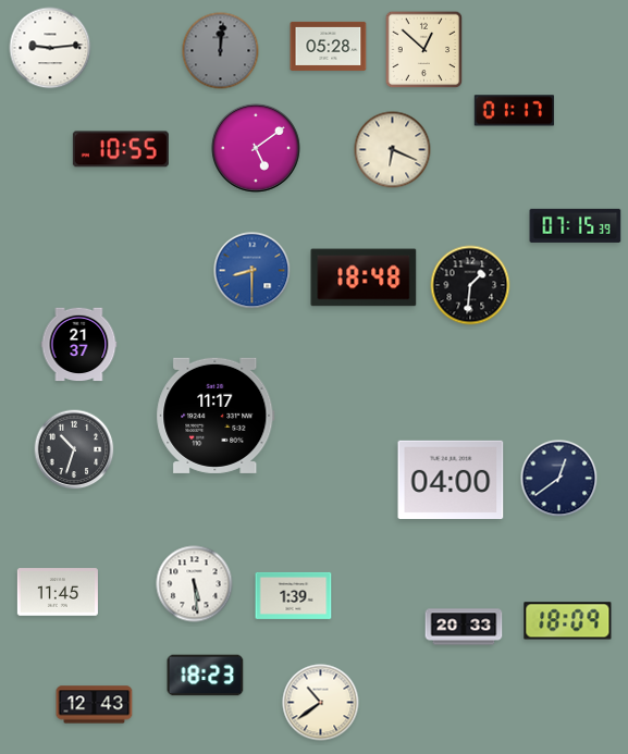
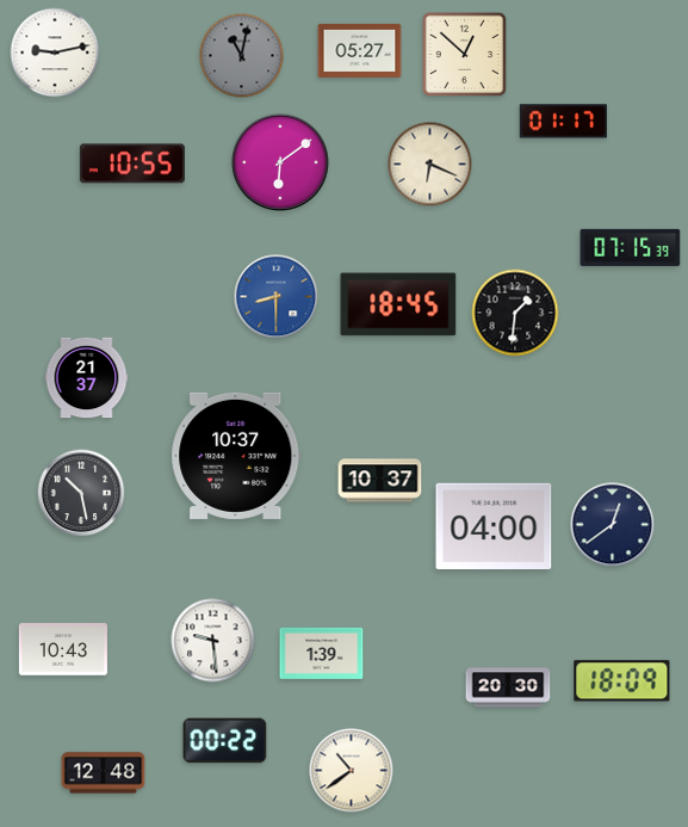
clock at (329, 46): 05:28 -> 05:27
clock at (50, 48): 9:14 -> 9:13
clock at (221, 51): 12:01 -> 11:02
clock at (256, 148): 5:09 -> 6:09
clock at (364, 277): 18:48 -> 18:45
clock at (216, 416): 11:17 -> 10:37
clock at (380, 481): none -> 10:37
clock at (74, 449): 10:33 -> 10:28
clock at (195, 584): 5:29 -> 9:29
clock at (58, 592): 11:45 -> 10:43
clock at (464, 627): 20:33 -> 20:30
clock at (206, 676): 18:23 -> 00:22
clock at (95, 705): 12:43 -> 12:48
